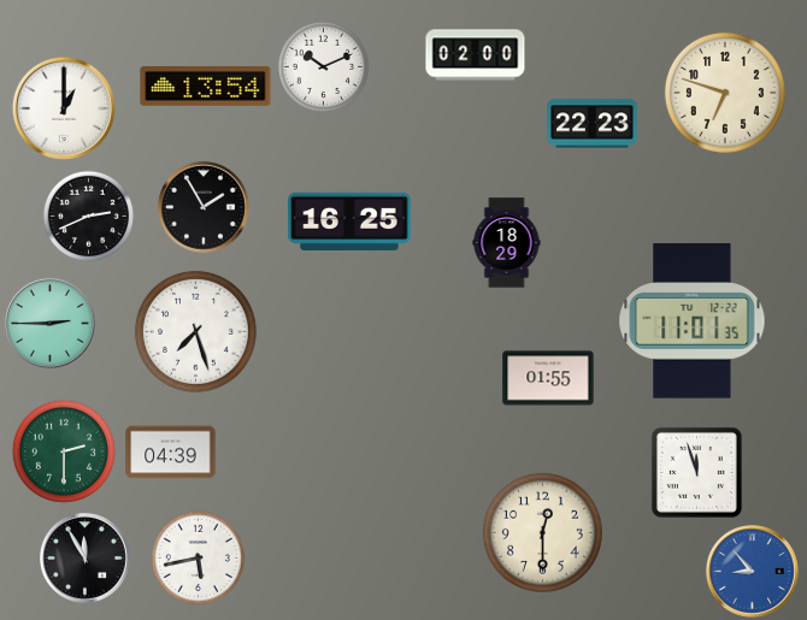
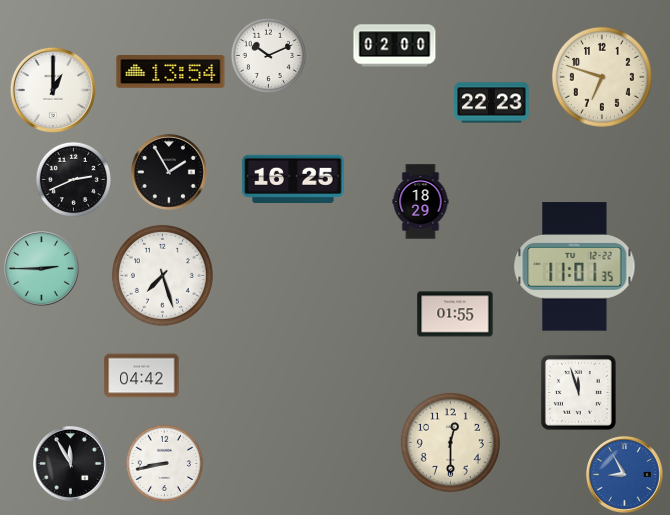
clock at (349, 222) position: (349, 222) -> (293, 179)
clock at (64, 451): 2:30 -> none
clock at (171, 453): 04:39 -> 04:42
clock at (198, 557): 5:43 -> 8:43
clock at (752, 571): 8:53 -> 8:55
